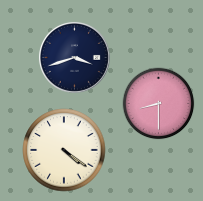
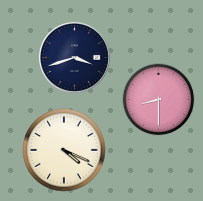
clock at (159, 104) position: (159, 104) -> (159, 100)
clock at (64, 150): 4:21 -> 4:19
